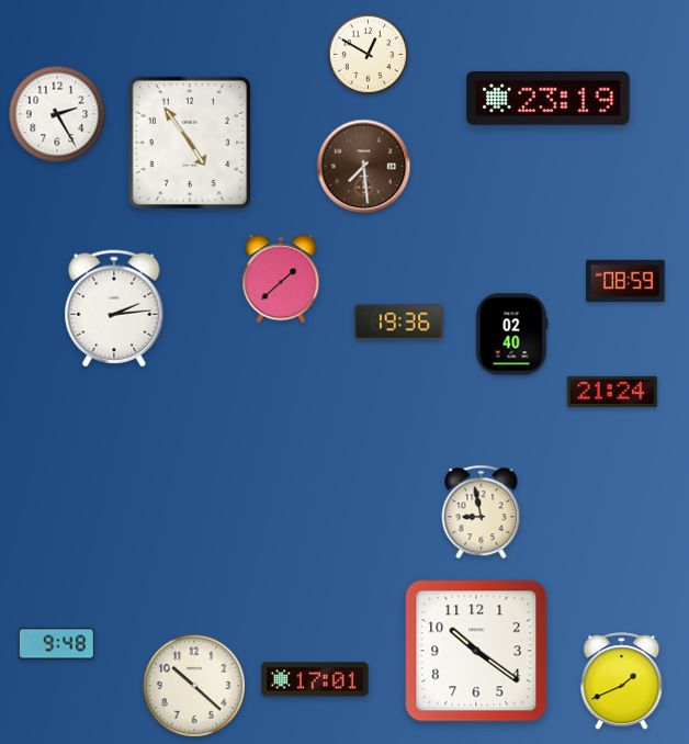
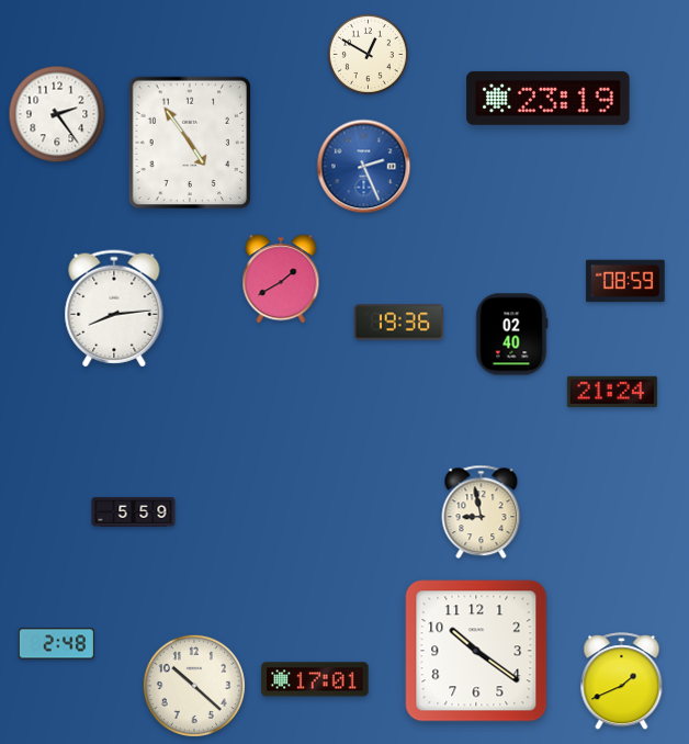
clock at (57, 114): 2:25 -> 2:24
clock at (364, 167): 7:29 -> 2:26
clock at (364, 167) dial: brown -> blue
clock at (281, 279): 1:38 -> 1:40
clock at (114, 308): 2:14 -> 8:14
clock at (134, 512): none -> 5:59
clock at (56, 644): 9:48 -> 2:48
